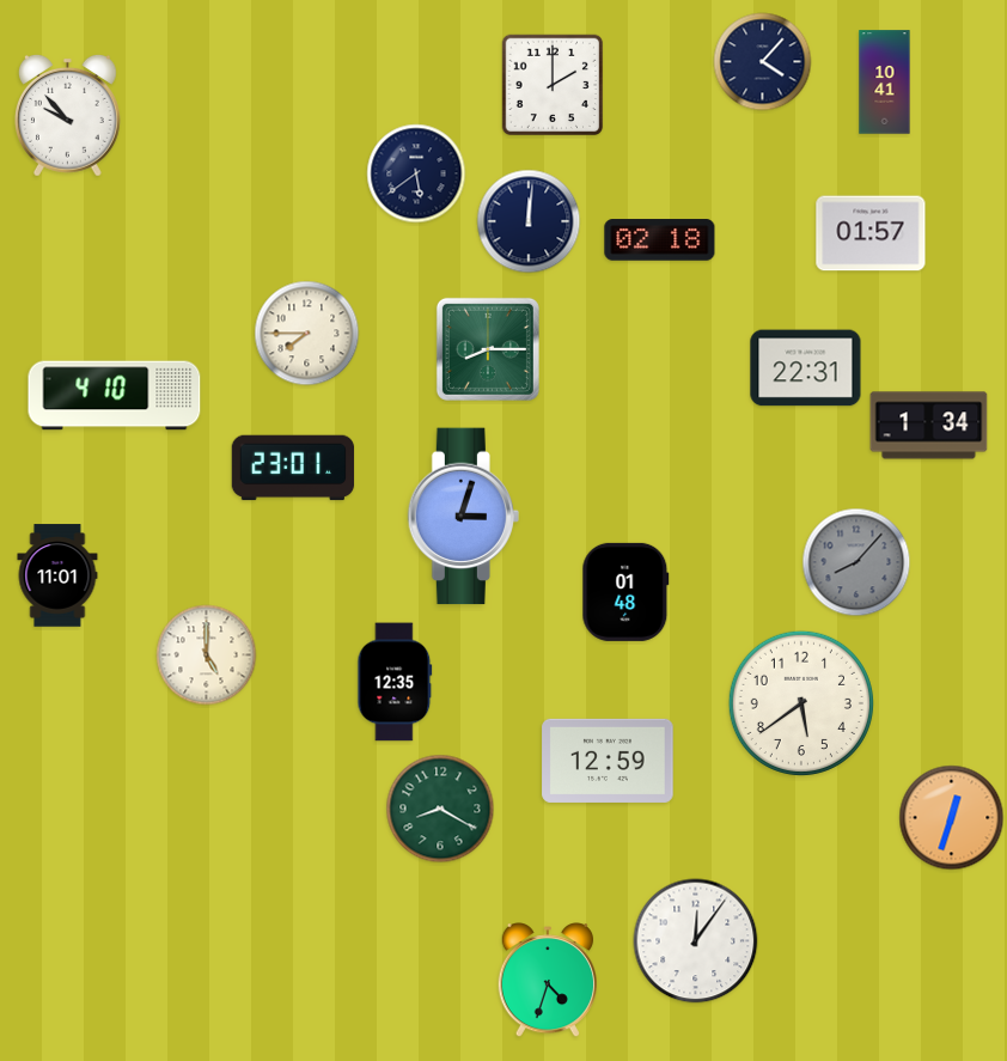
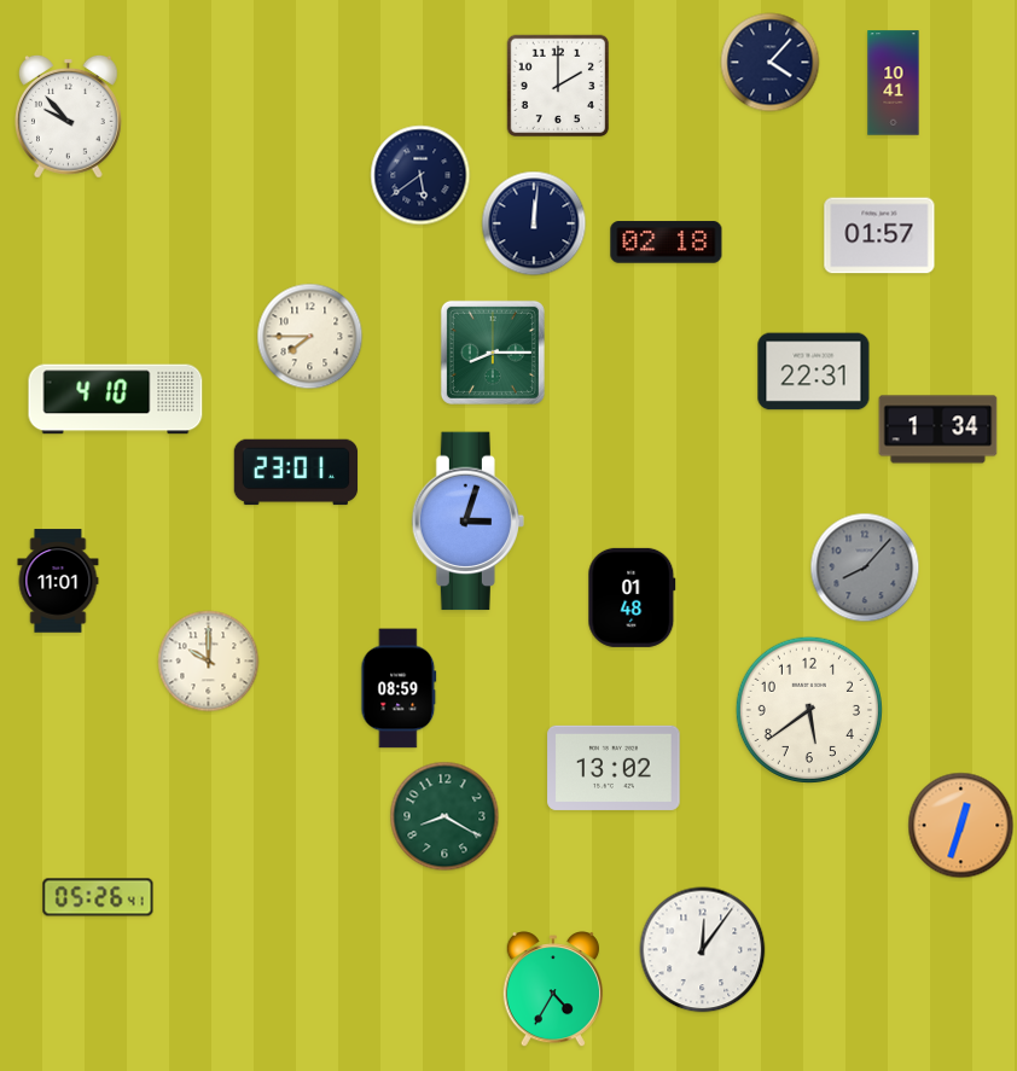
clock at (207, 655): 5:00 -> 10:00
clock at (395, 682): 12:35 -> 08:59
clock at (608, 761): 12:59 -> 13:02
clock at (98, 897): none -> 05:26
clock at (548, 981): 4:33 -> 4:35
